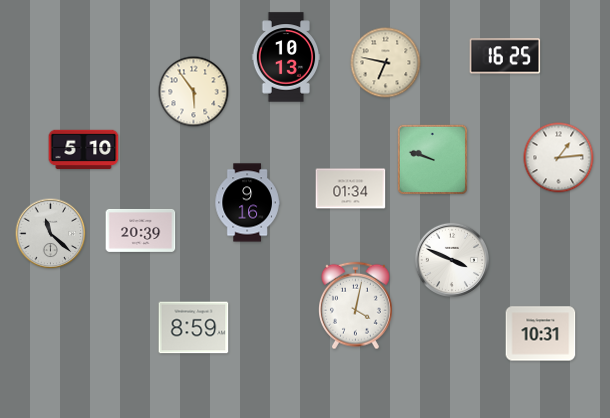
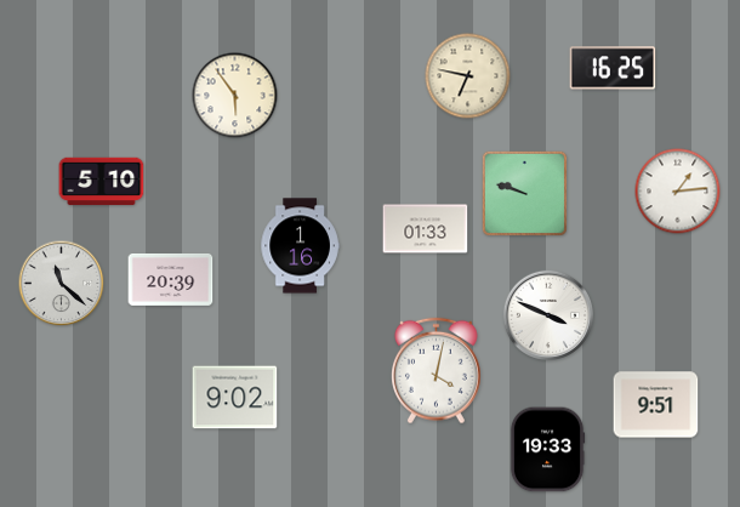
clock at (286, 57): 10:13 -> none
clock at (194, 92) position: (194, 92) -> (235, 96)
clock at (351, 189): 01:34 -> 01:33
clock at (247, 203): 9:16 -> 1:16
clock at (356, 306) position: (356, 306) -> (437, 371)
clock at (194, 328): 8:59 -> 9:02
clock at (541, 334): 10:31 -> 9:51
clock at (547, 450): none -> 19:33
